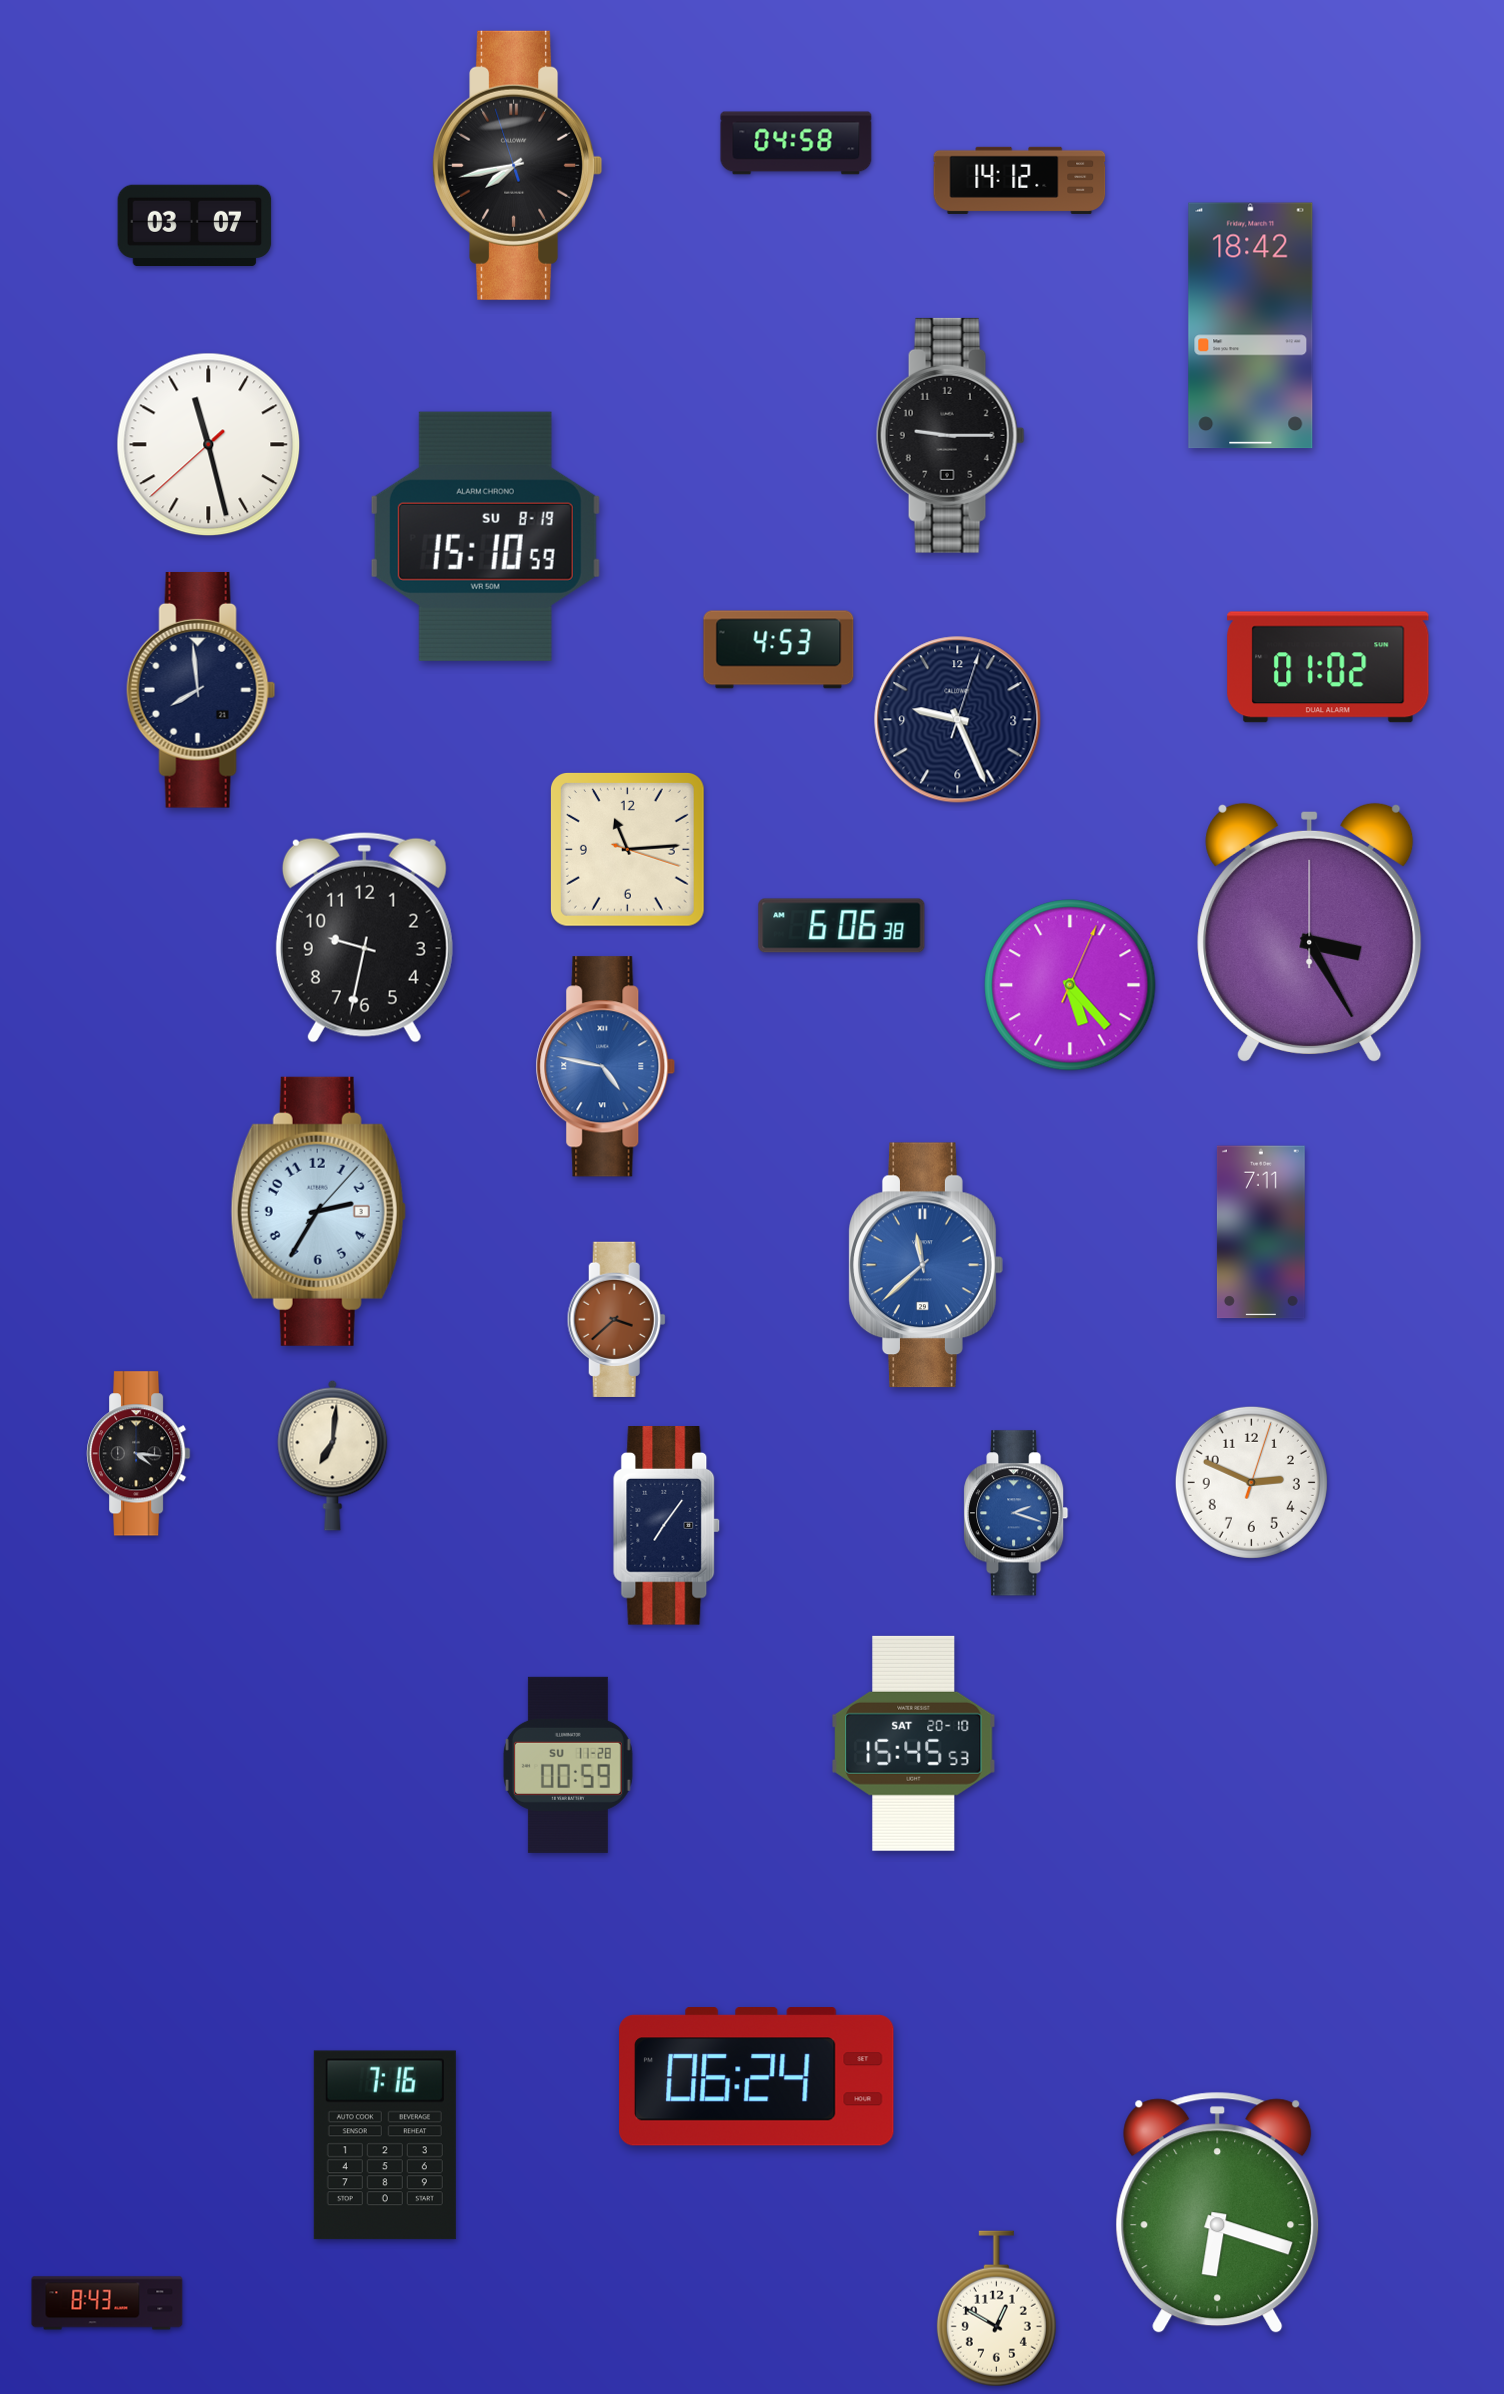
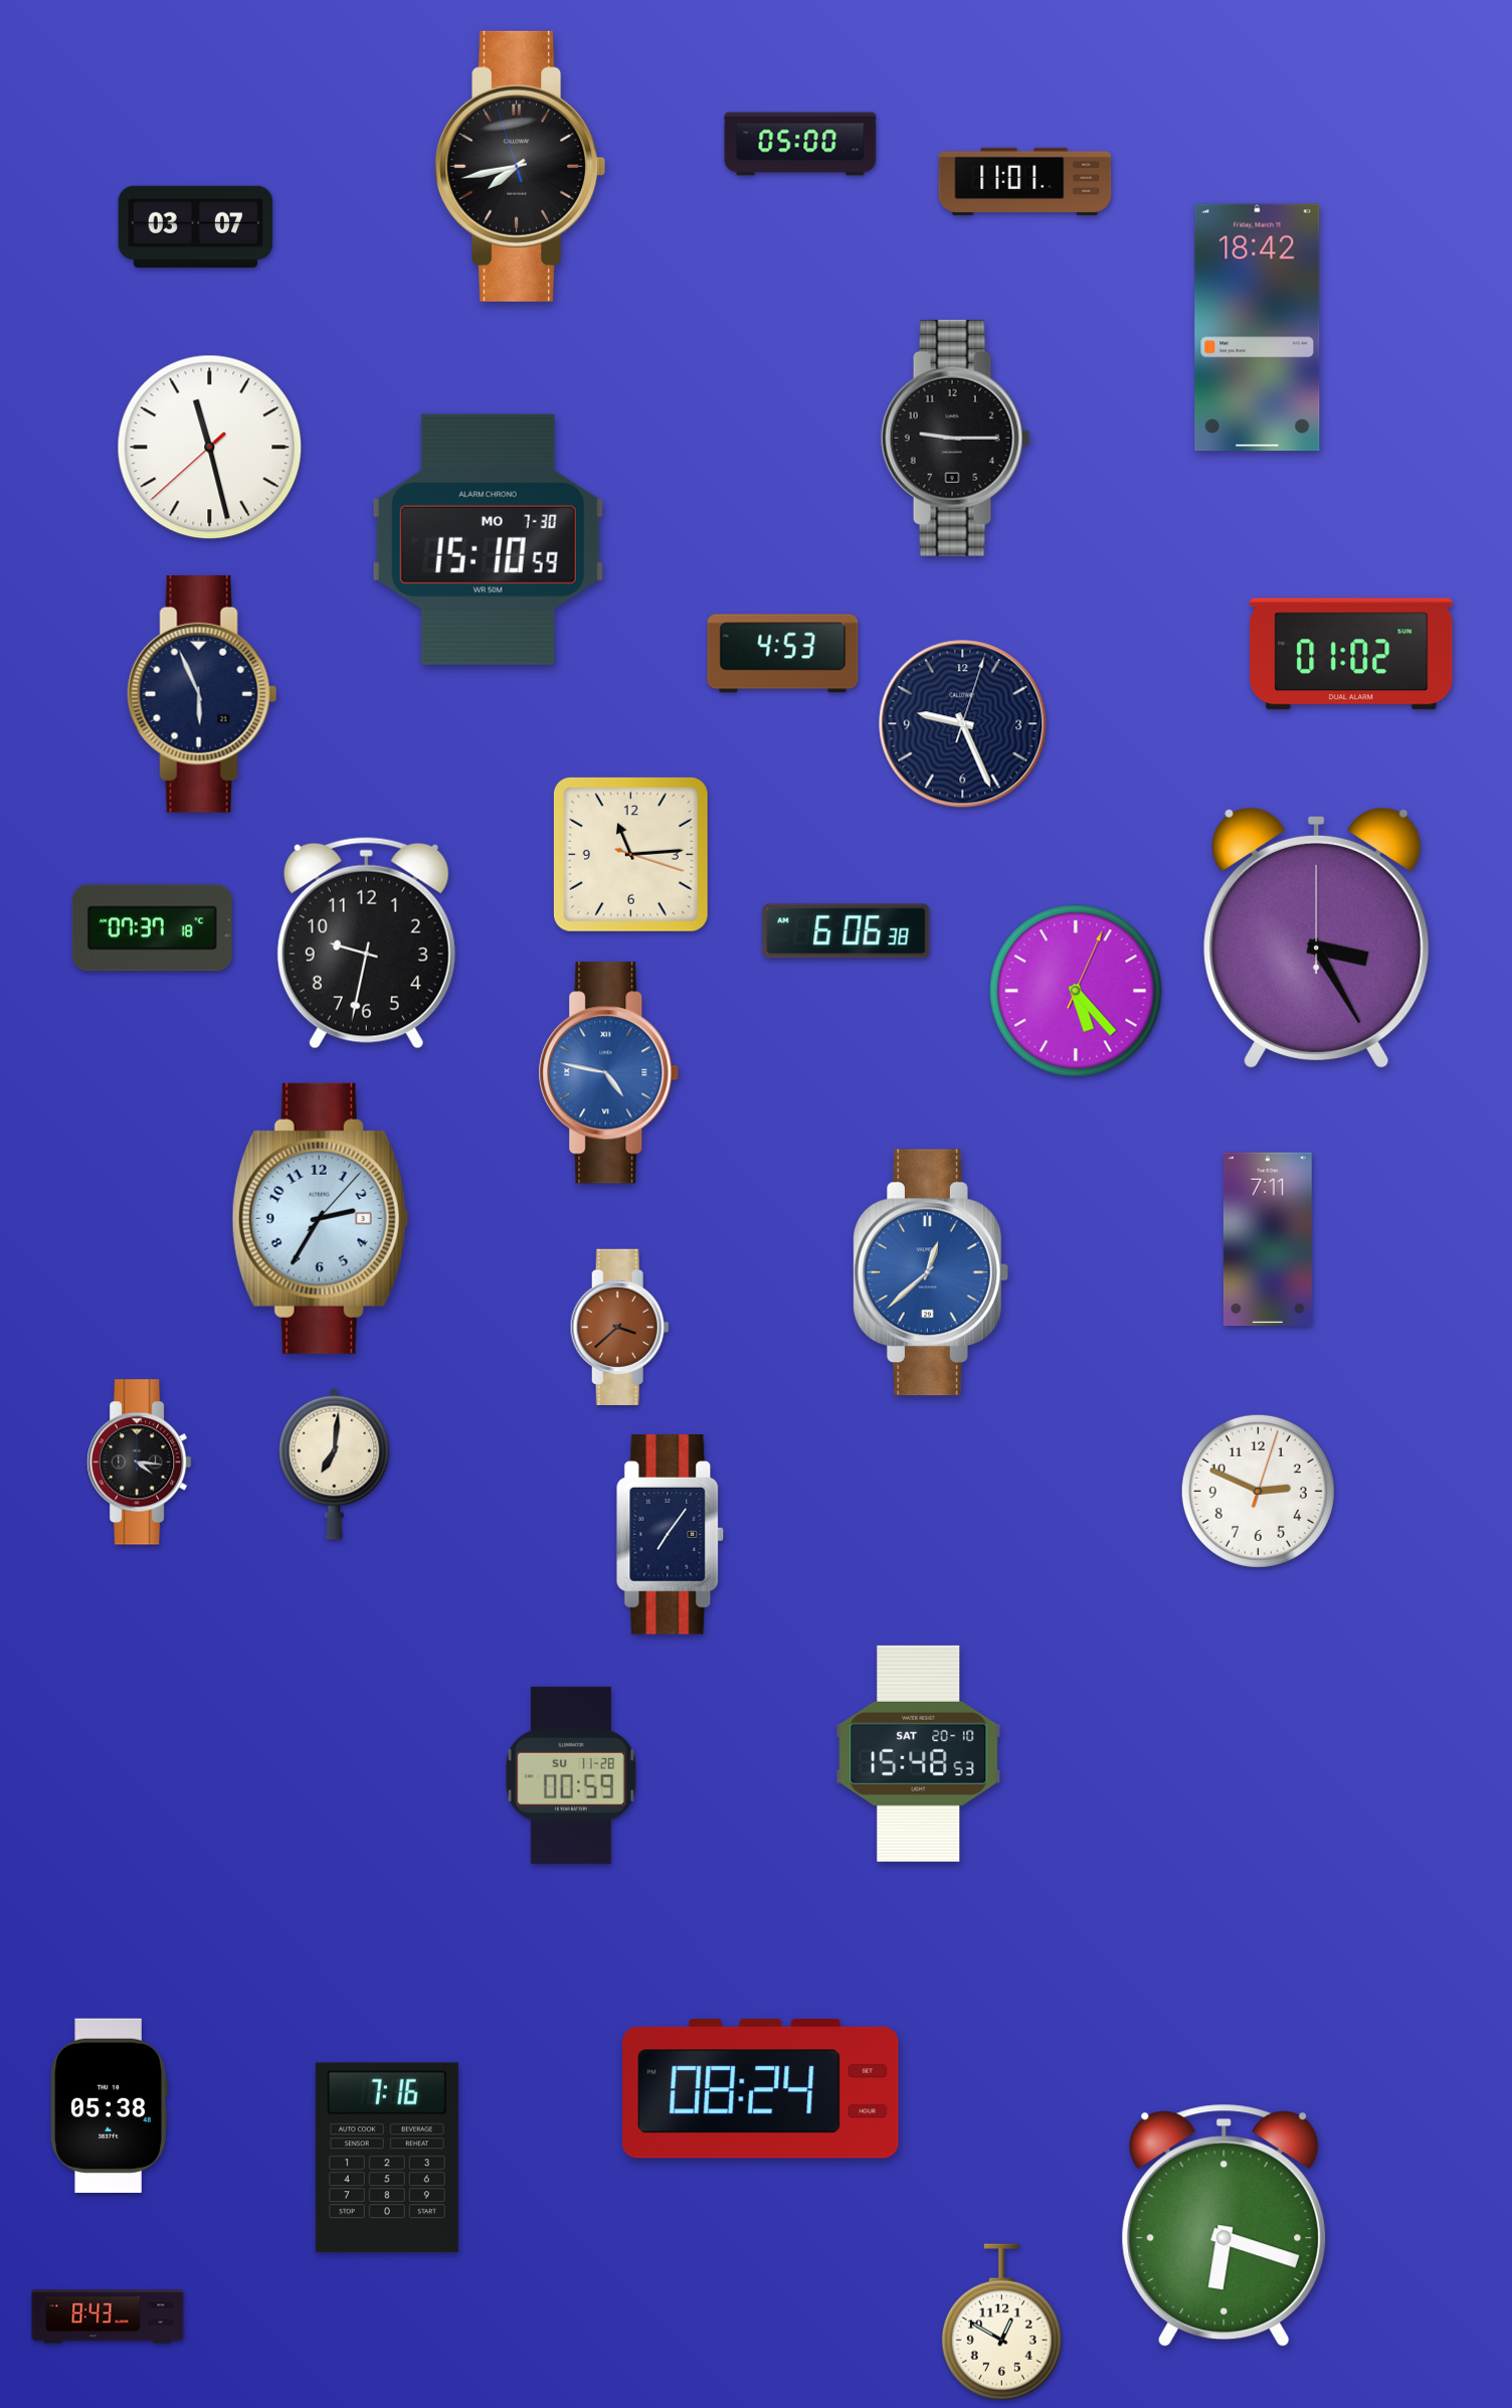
clock at (796, 143): 04:58 -> 05:00
clock at (1020, 180): 14:12 -> 11:01
clock at (485, 536) date: SU 8-19 -> MO 7-30
clock at (1328, 667) position: (1328, 667) -> (1351, 654)
clock at (201, 690): 7:59 -> 5:56
clock at (152, 928): none -> 07:37
clock at (926, 1265): 11:38 -> 12:38
clock at (1016, 1513): 2:18 -> none
clock at (914, 1743): 15:45 -> 15:48
clock at (757, 2077): 06:24 -> 08:24
clock at (109, 2105): none -> 05:38
